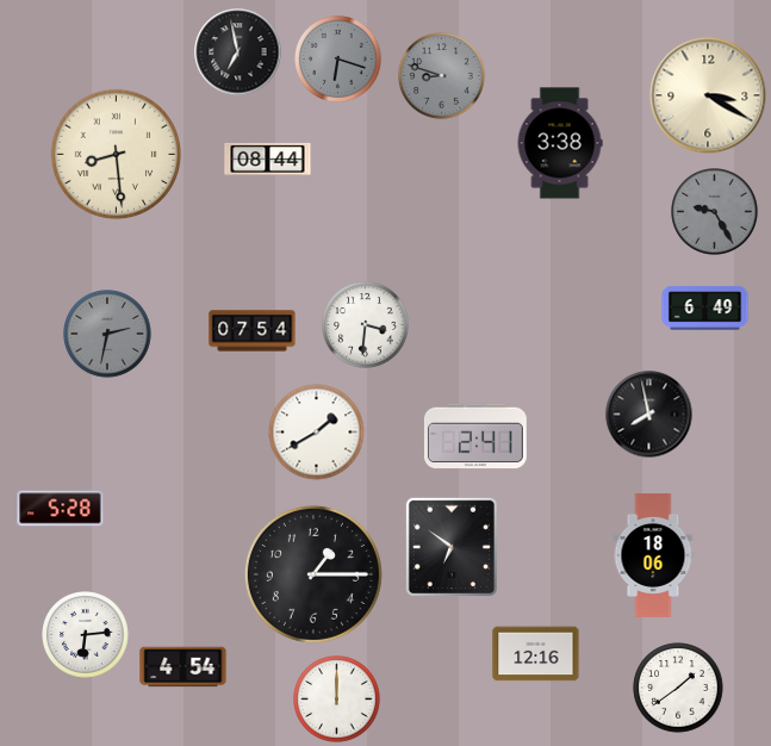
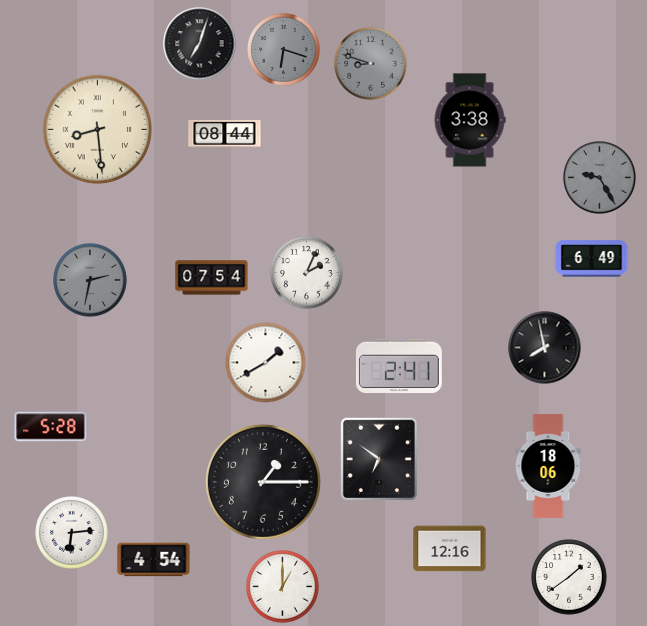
clock at (238, 52): 6:58 -> 7:03
clock at (708, 95): 3:20 -> none
clock at (366, 325): 3:31 -> 2:04
clock at (337, 700): 12:00 -> 1:00
